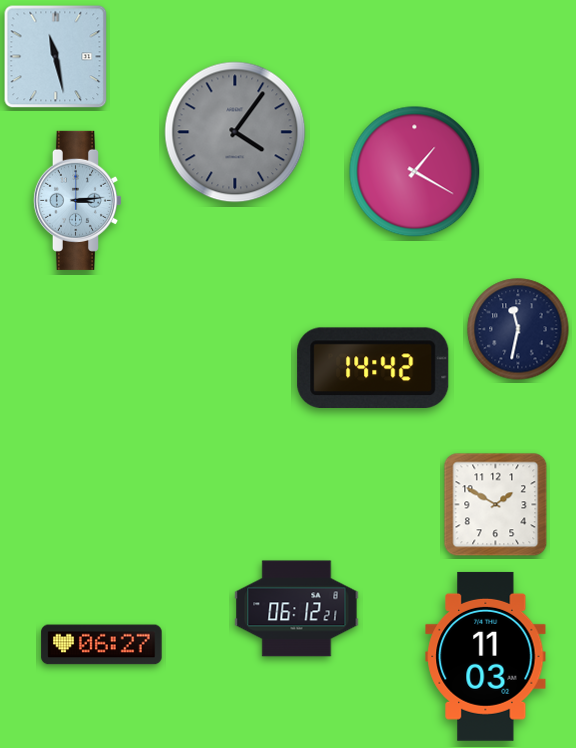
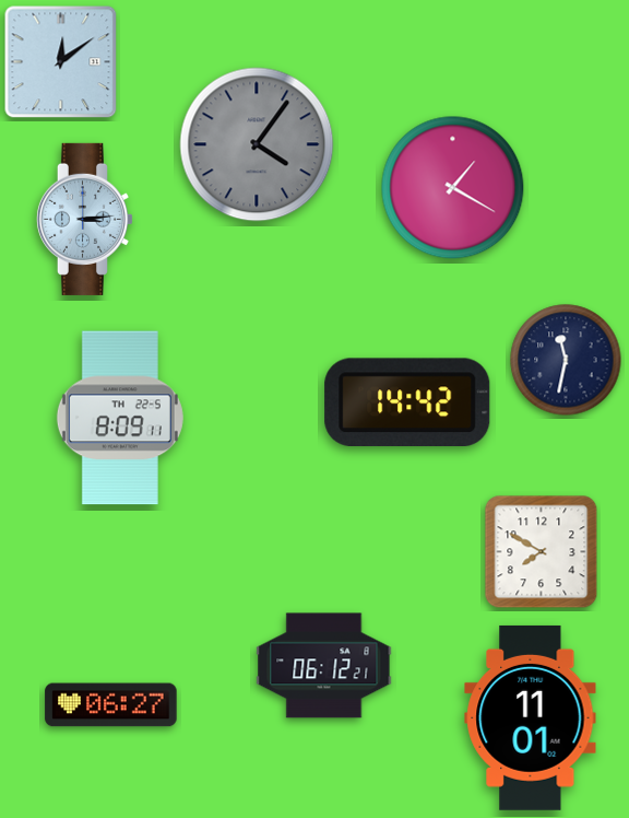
clock at (56, 57): 11:28 -> 12:09
clock at (120, 418): none -> 8:09
clock at (496, 505): 1:50 -> 7:50
clock at (486, 656): 11:03 -> 11:01
